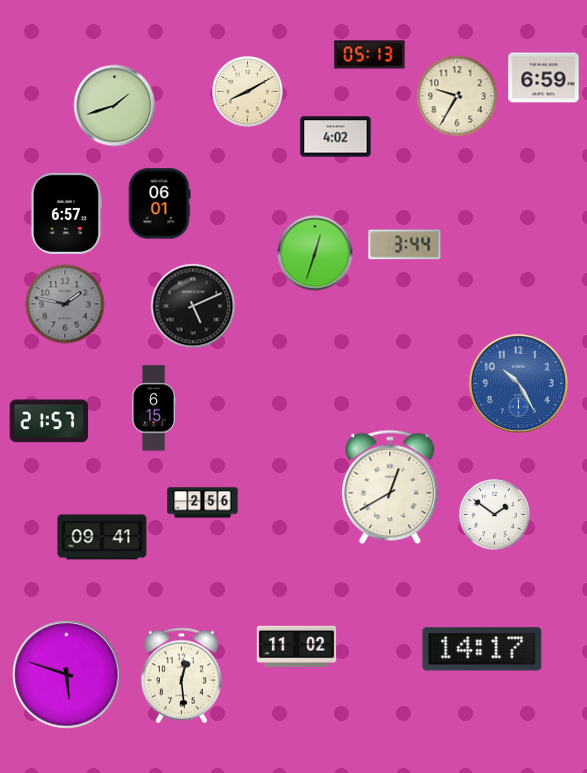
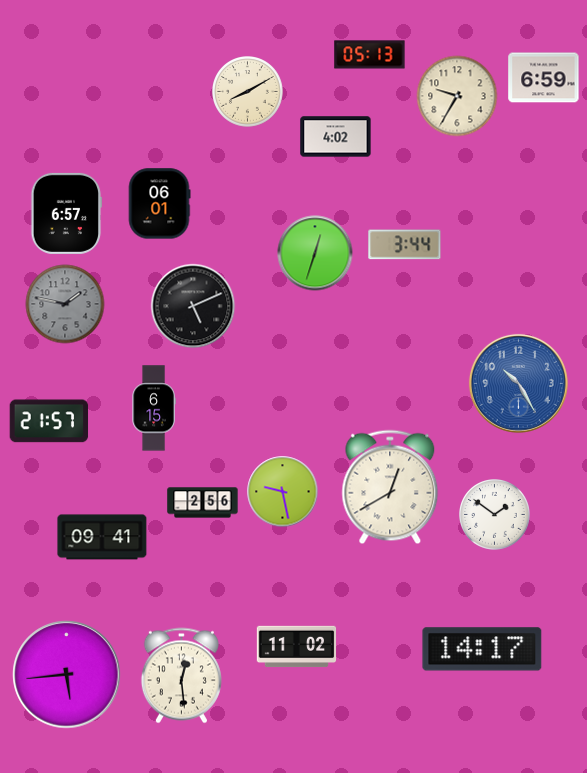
clock at (115, 106): 1:42 -> none
clock at (283, 492): none -> 9:28
clock at (67, 675): 5:48 -> 5:44
